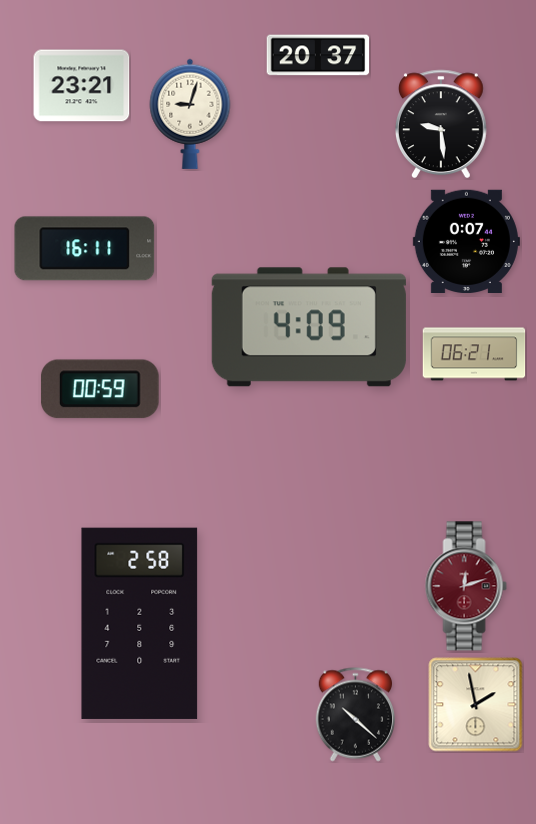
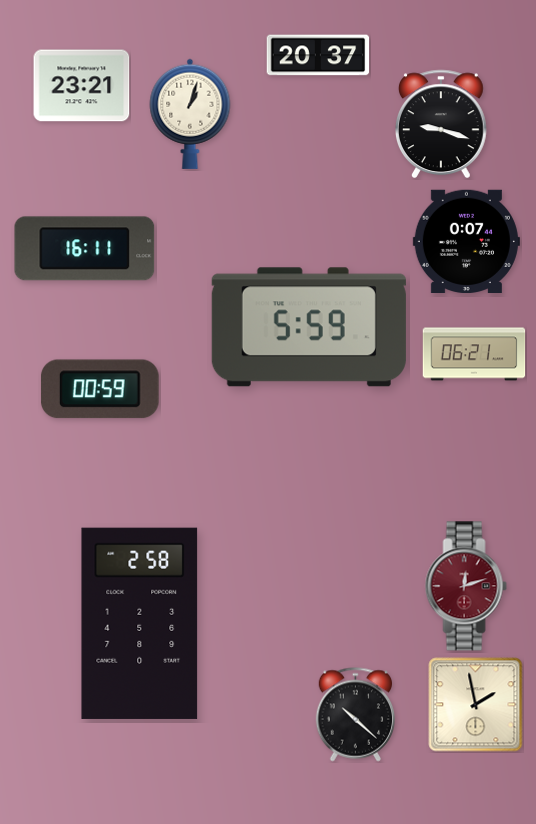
clock at (190, 114): 9:03 -> 1:03
clock at (442, 124): 9:29 -> 9:18
clock at (309, 327): 4:09 -> 5:59
